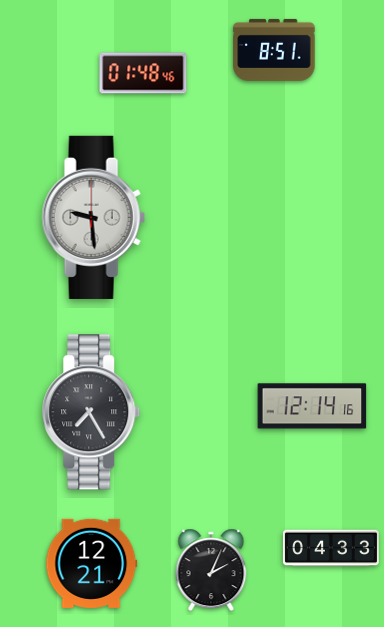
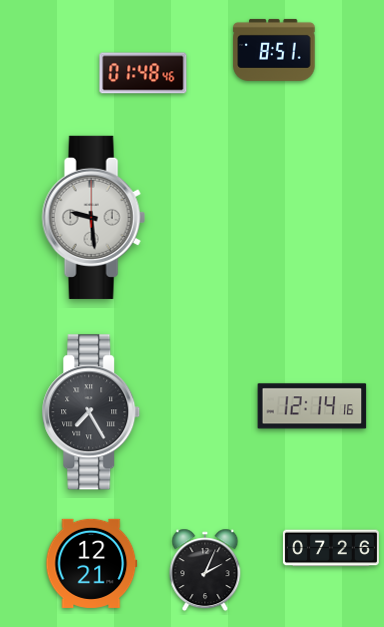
clock at (331, 548): 04:33 -> 07:26
clock at (211, 570) position: (211, 570) -> (205, 570)
